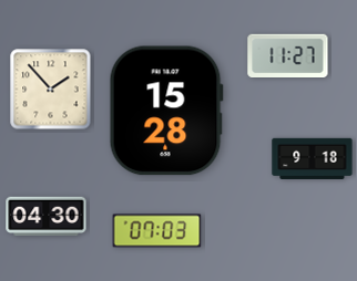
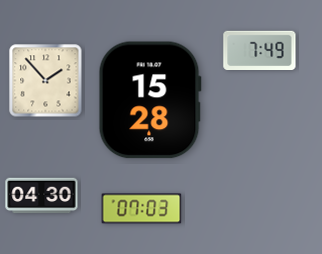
clock at (288, 56): 11:27 -> 7:49
clock at (313, 158): 9:18 -> none
